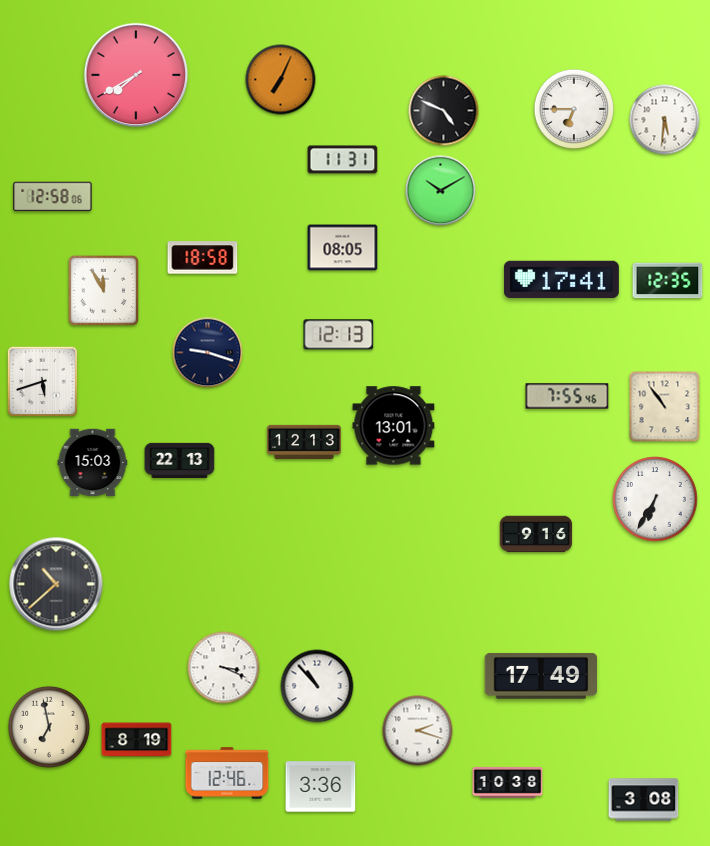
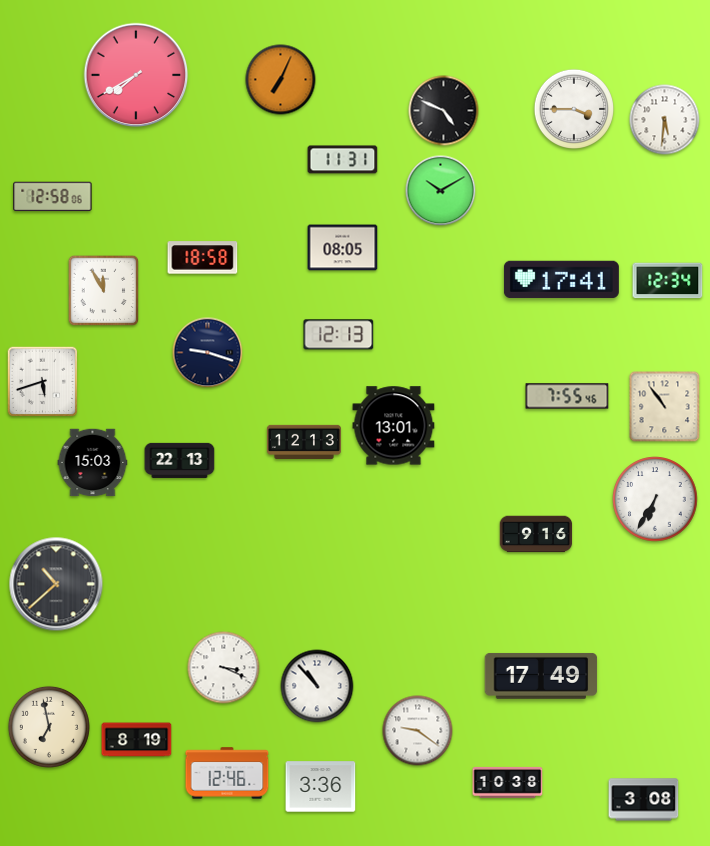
clock at (573, 108): 6:45 -> 3:45
clock at (668, 281): 12:35 -> 12:34
clock at (418, 731): 2:18 -> 9:21
